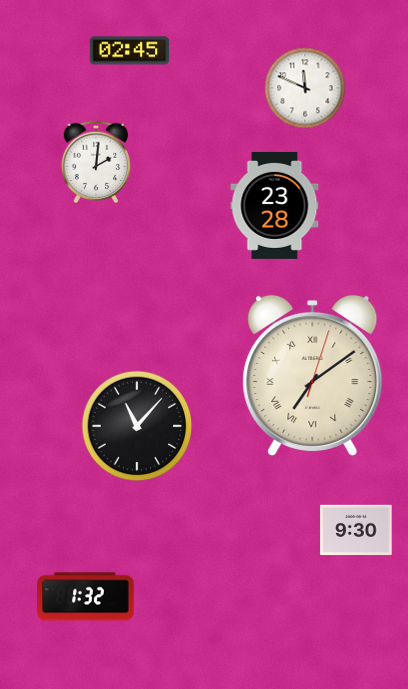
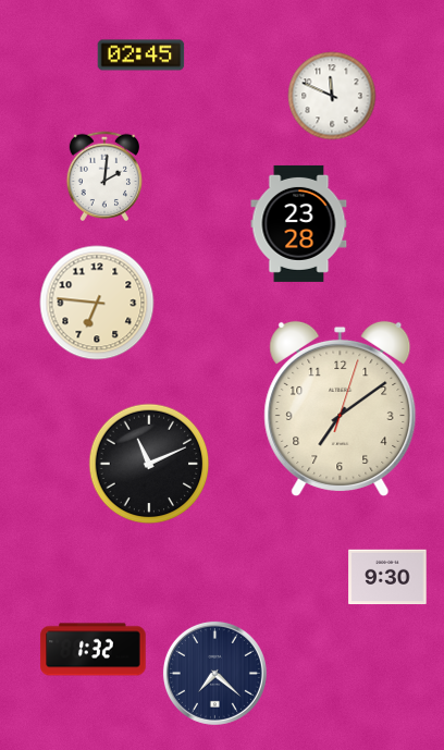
clock at (97, 303): none -> 6:46
clock at (313, 375) numerals: Roman -> Arabic
clock at (137, 426): 11:07 -> 11:11
clock at (214, 673): none -> 7:22
